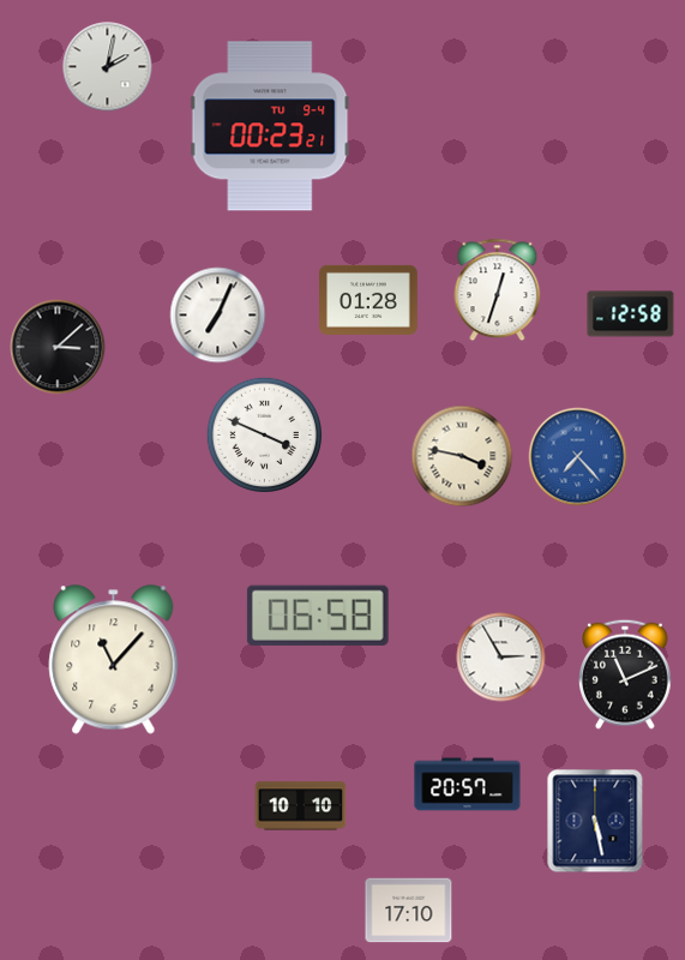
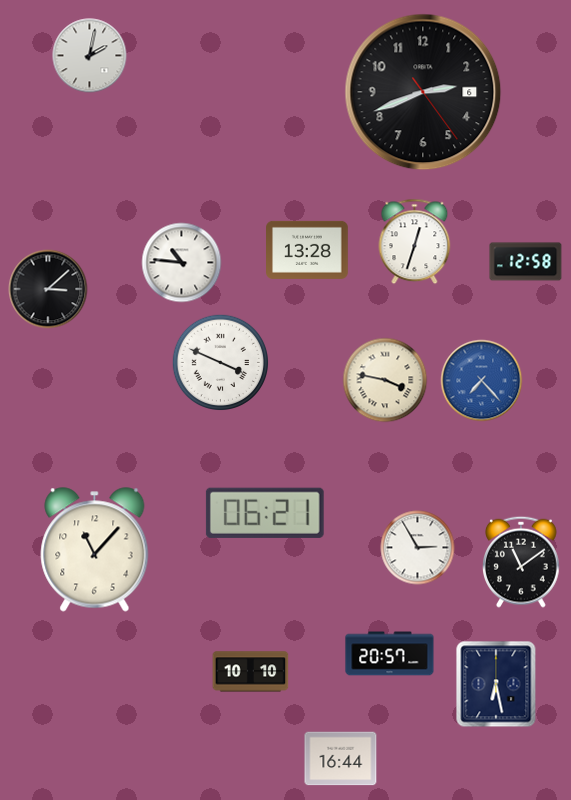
clock at (423, 92): none -> 2:41
clock at (270, 126): 00:23 -> none
clock at (369, 300): 01:28 -> 13:28
clock at (218, 316): 7:04 -> 10:46
clock at (318, 616): 06:58 -> 06:21
clock at (625, 674): 11:11 -> 11:09
clock at (595, 821): 5:28 -> 6:28
clock at (409, 911): 17:10 -> 16:44
